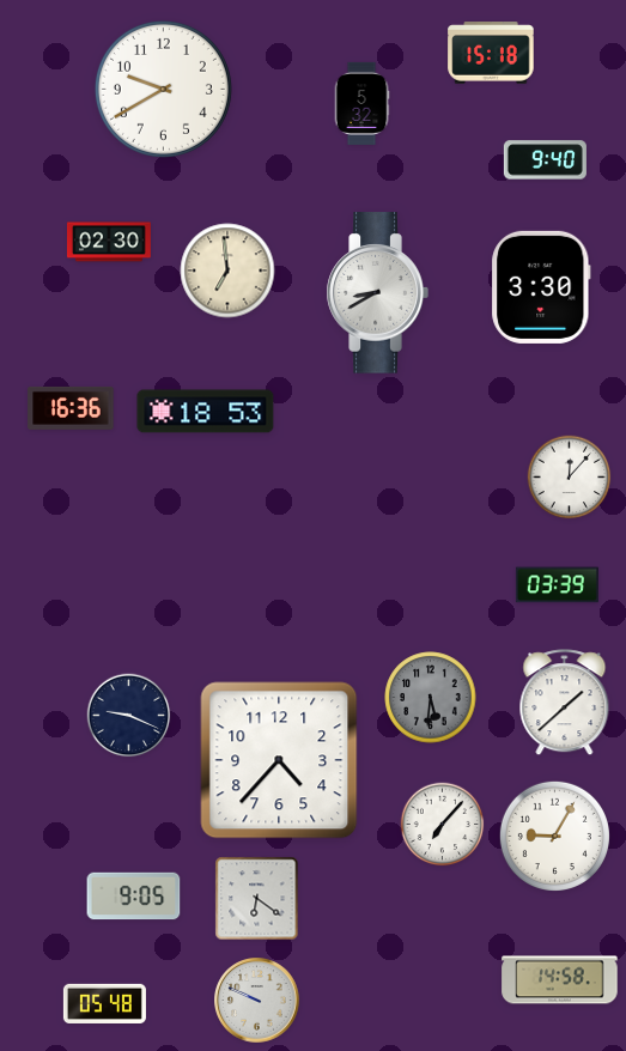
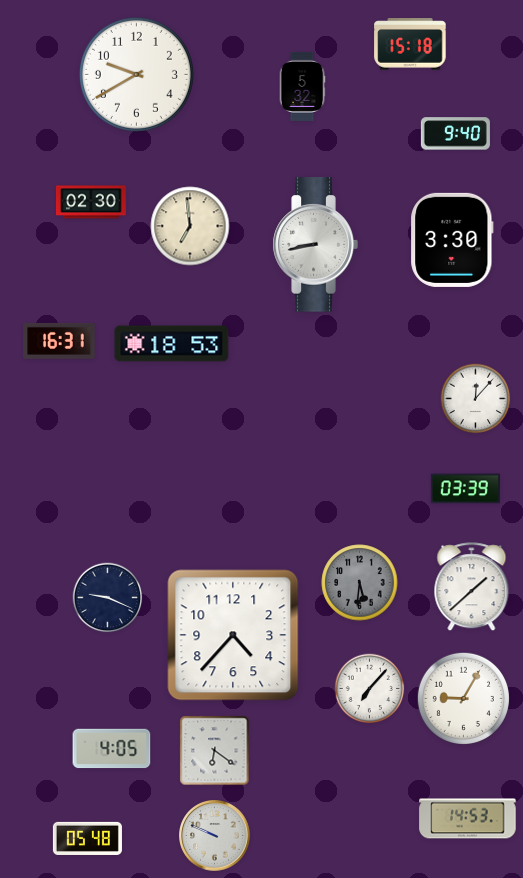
clock at (377, 293): 8:40 -> 8:43
clock at (71, 408): 16:36 -> 16:31
clock at (134, 897): 9:05 -> 4:05
clock at (560, 980): 14:58 -> 14:53
